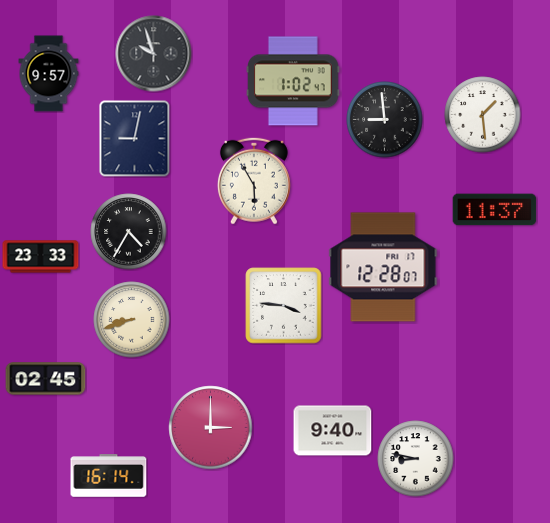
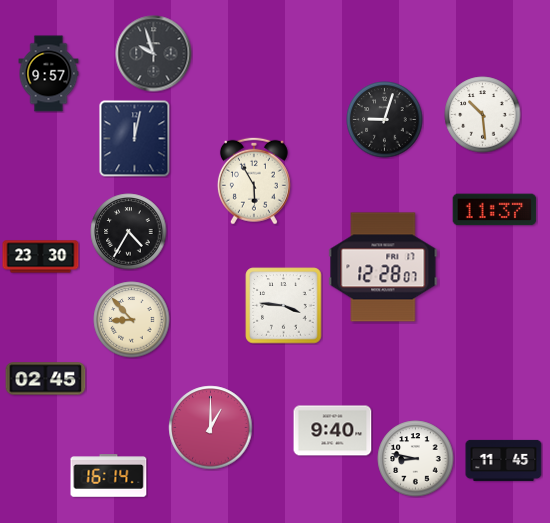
clock at (294, 81): 1:02 -> none
clock at (483, 115): 1:29 -> 10:29
clock at (385, 120): 8:59 -> 9:03
clock at (135, 139): 9:02 -> 12:02
clock at (41, 257): 23:33 -> 23:30
clock at (132, 320): 8:42 -> 8:53
clock at (211, 428): 3:00 -> 1:00
clock at (504, 460): none -> 11:45
